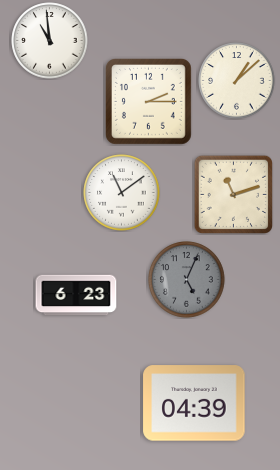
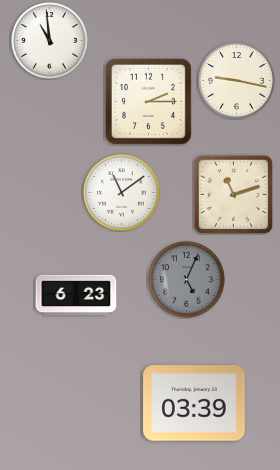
clock at (237, 81): 1:08 -> 9:17
clock at (194, 403): 04:39 -> 03:39
